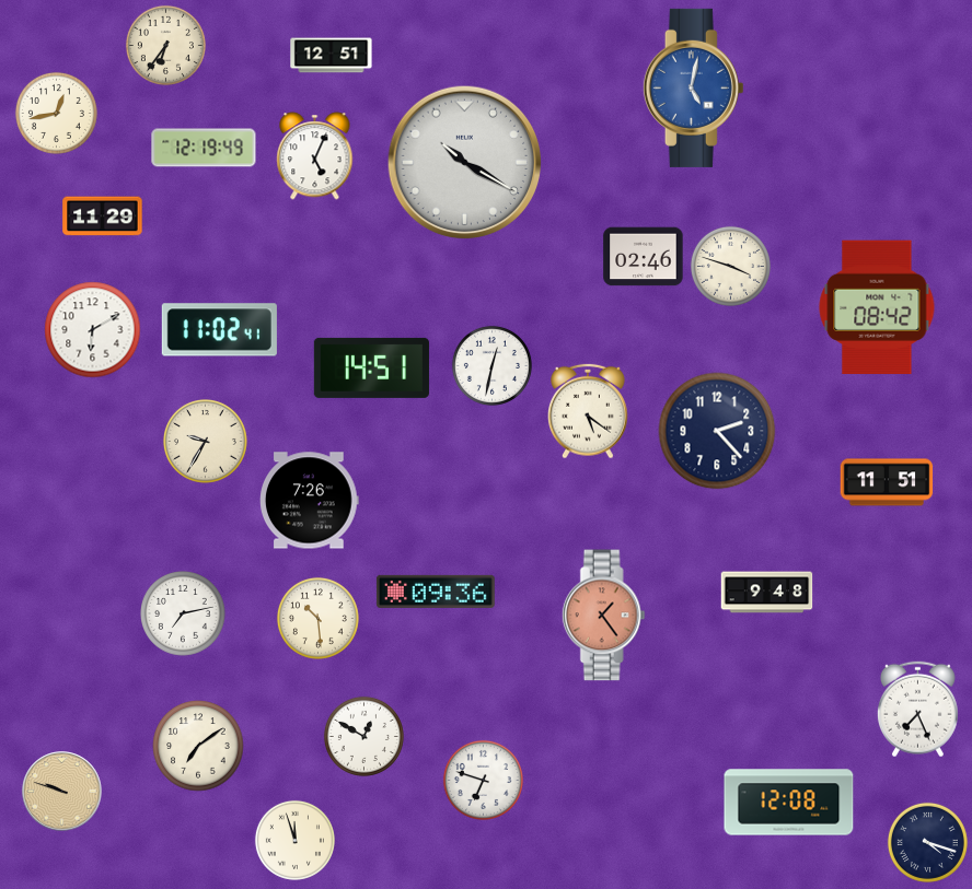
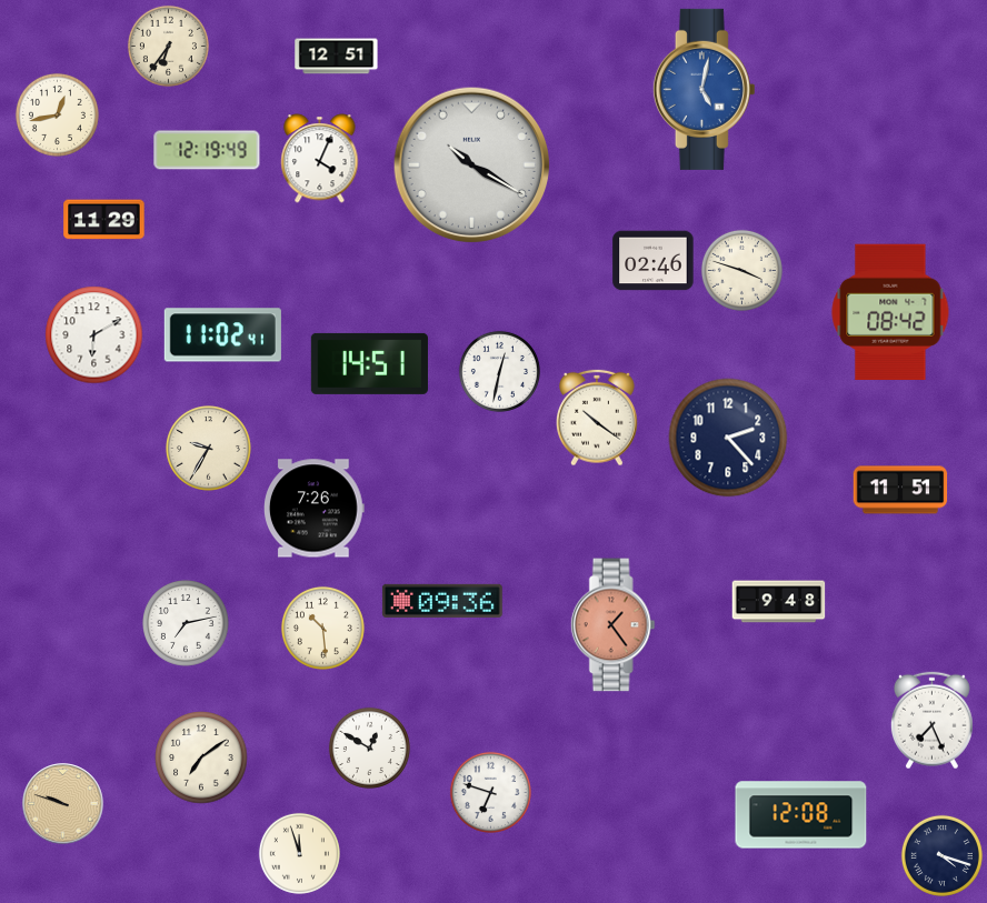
clock at (315, 156): 5:04 -> 4:04
clock at (371, 367) position: (371, 367) -> (369, 363)
clock at (589, 411): 5:21 -> 10:21
